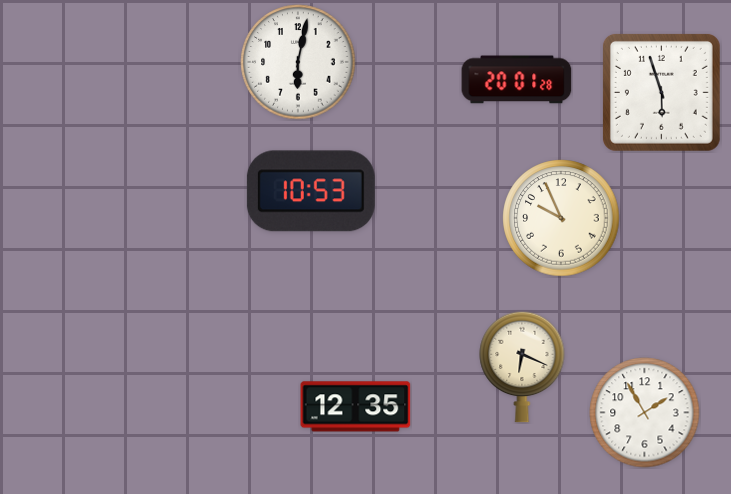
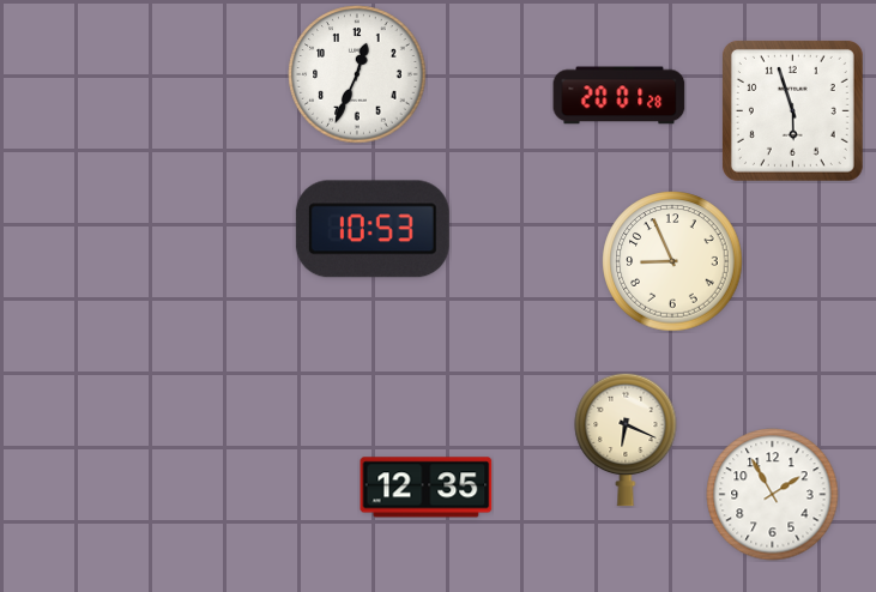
clock at (298, 62): 6:02 -> 12:34
clock at (561, 218): 9:56 -> 8:56
